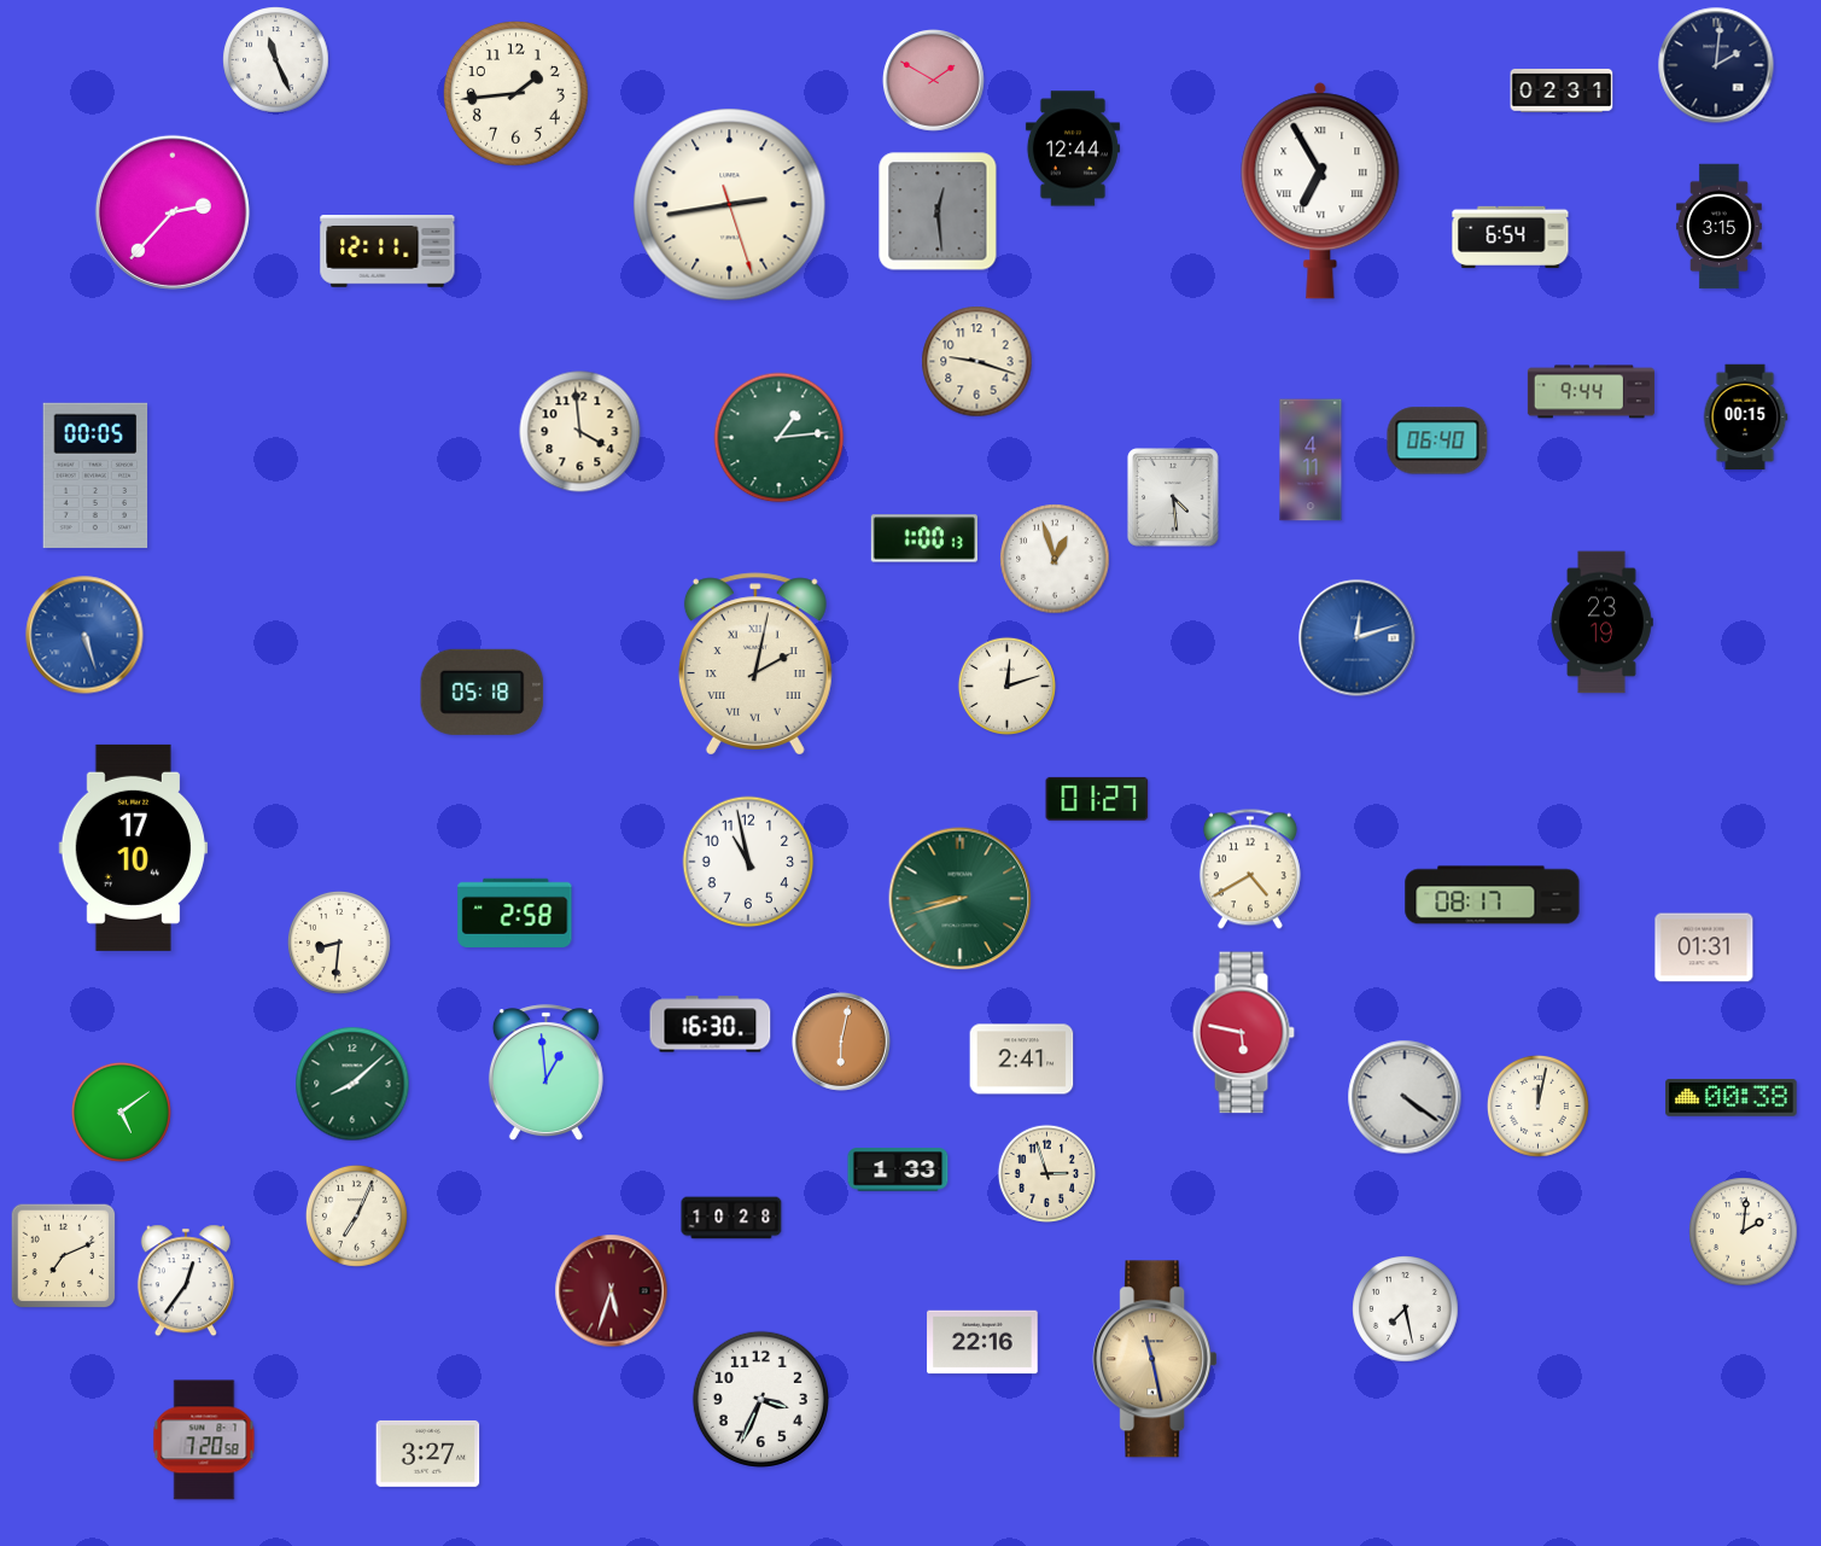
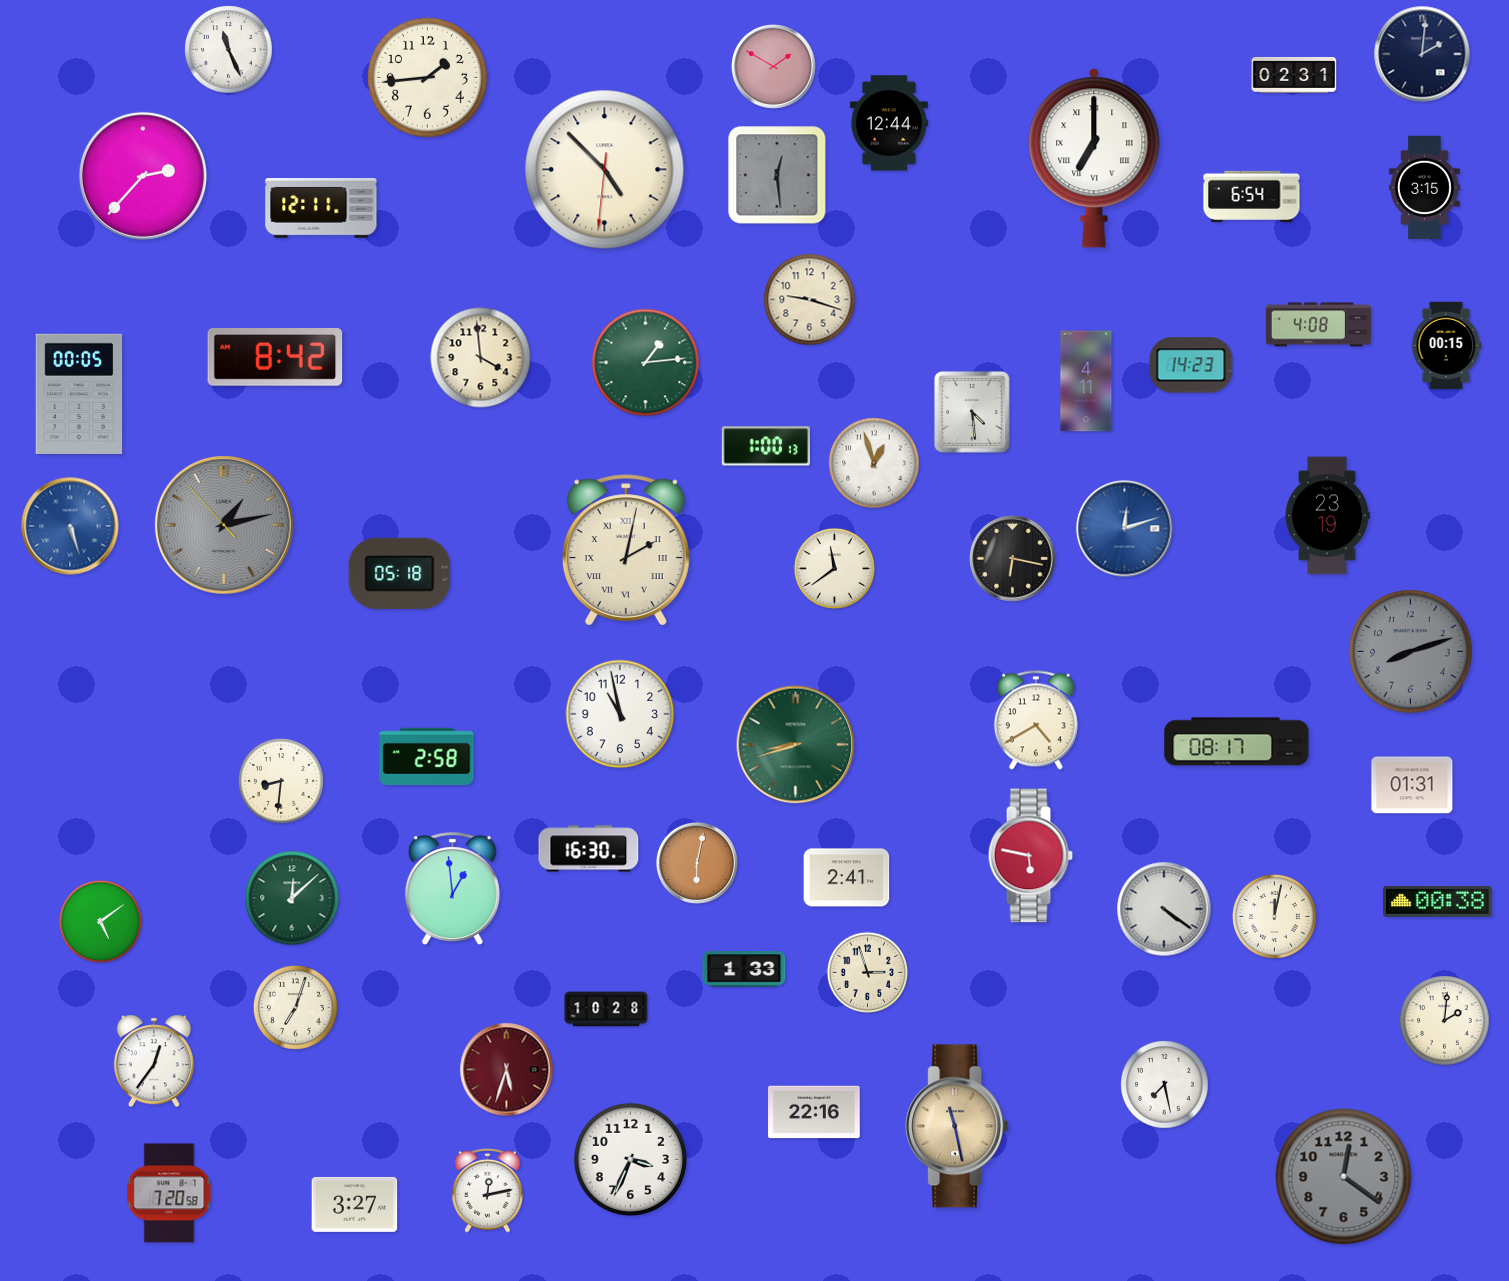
clock at (1320, 191): 6:55 -> 7:00
clock at (730, 205): 2:43 -> 4:52
clock at (1591, 392): 9:44 -> 4:08
clock at (275, 358): none -> 8:42
clock at (1437, 441): 06:40 -> 14:23
clock at (225, 525): none -> 1:12
clock at (1013, 559): none -> 6:17
clock at (1006, 686): 12:12 -> 11:39
clock at (1411, 652): none -> 8:12
clock at (1097, 799): 01:27 -> none
clock at (133, 847): 17:10 -> none
clock at (352, 1084): 8:08 -> 12:08
clock at (1732, 1098) position: (1732, 1098) -> (1438, 902)
clock at (356, 1215): 7:04 -> 7:03
clock at (64, 1256): 7:11 -> none
clock at (1344, 1177): none -> 12:21
clock at (488, 1190): none -> 12:13
